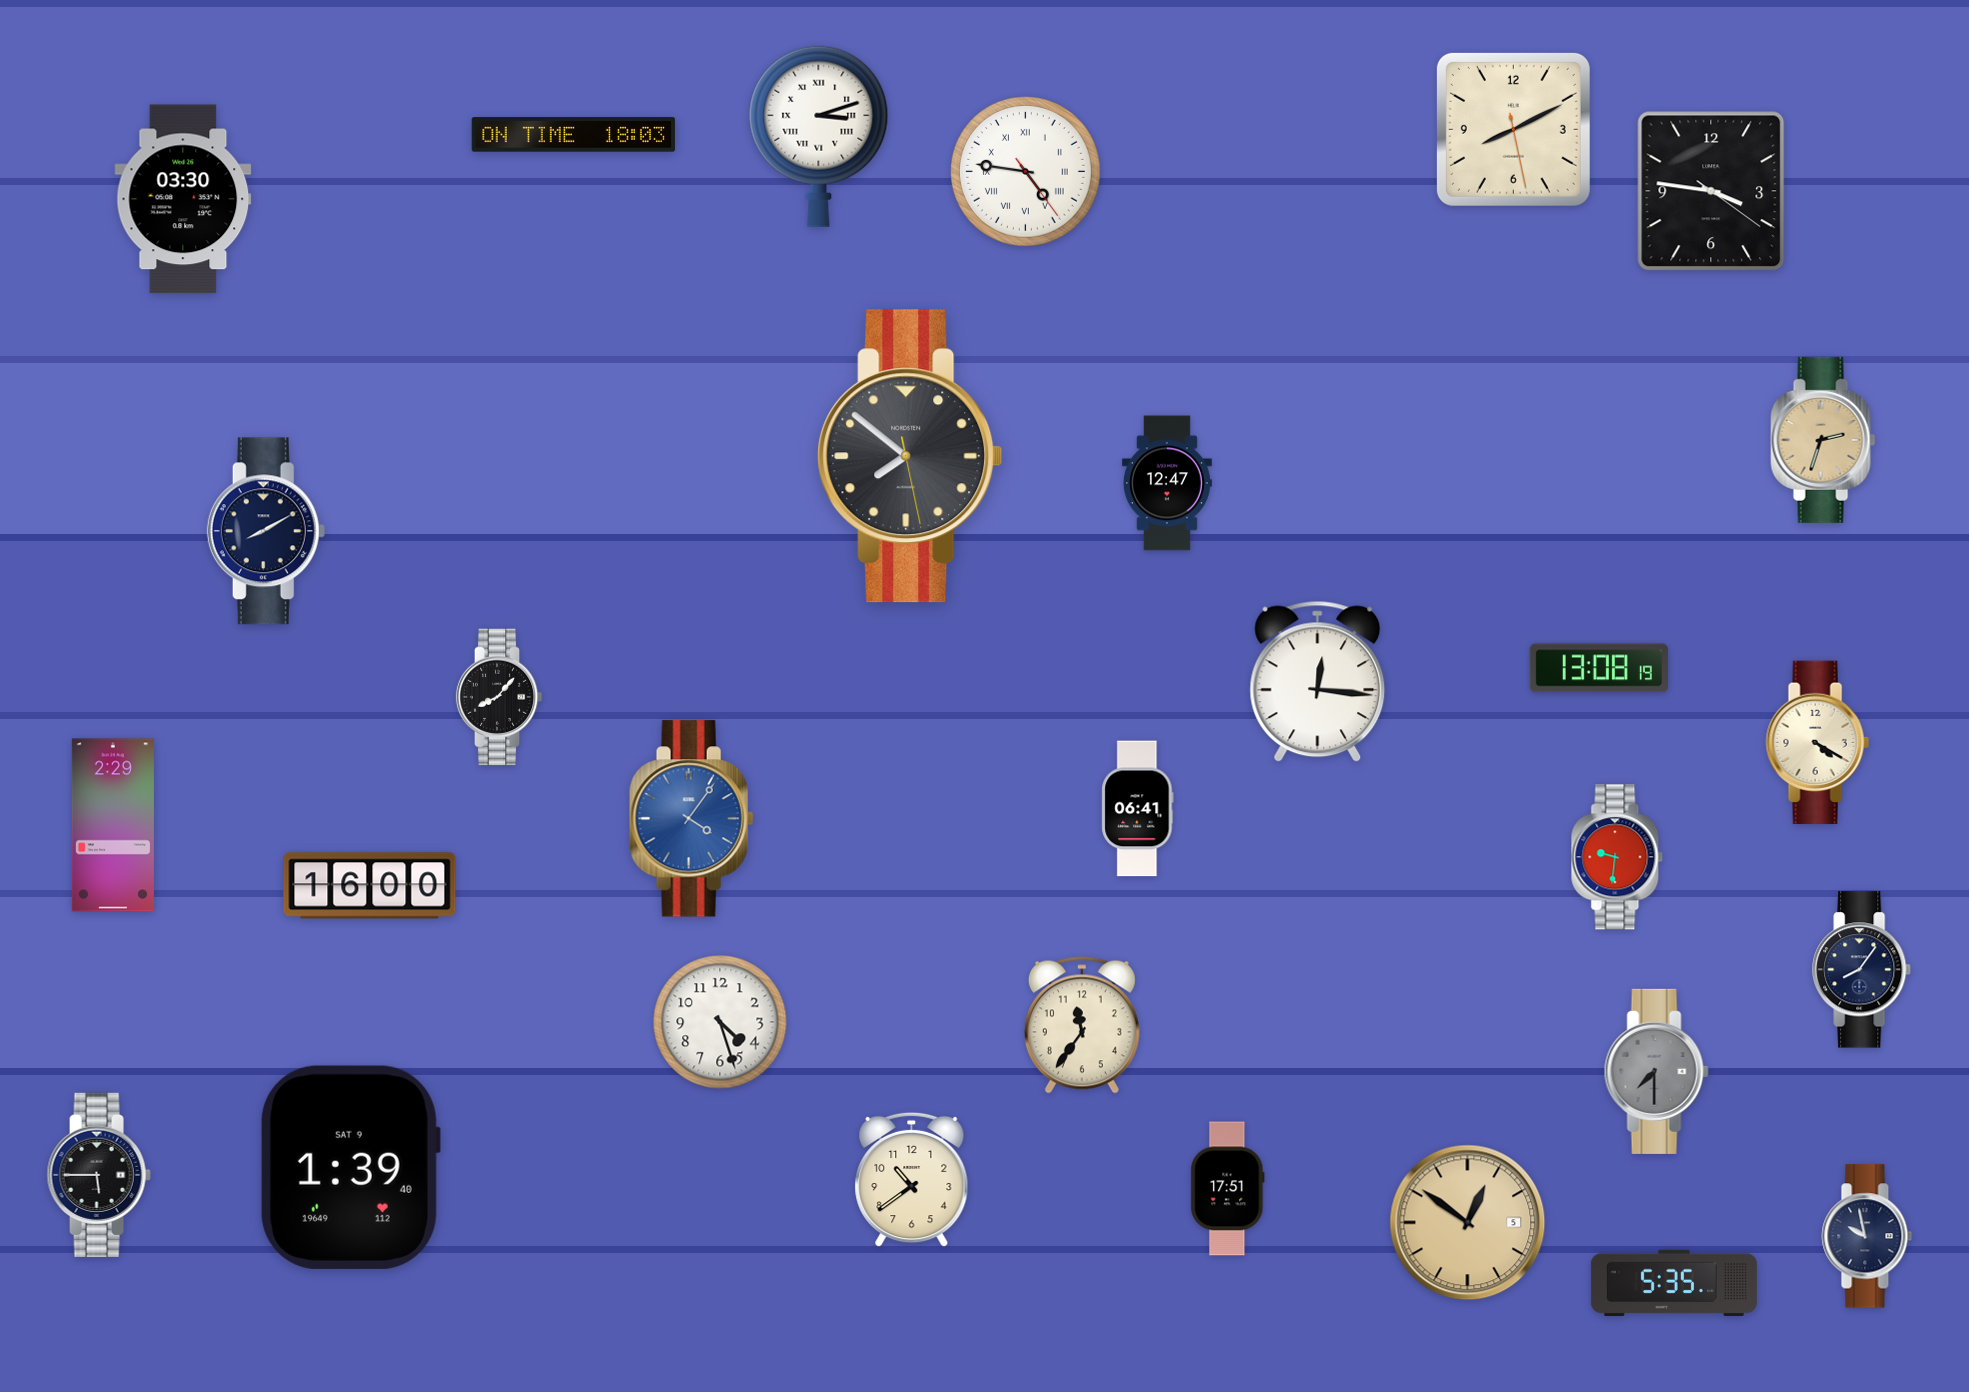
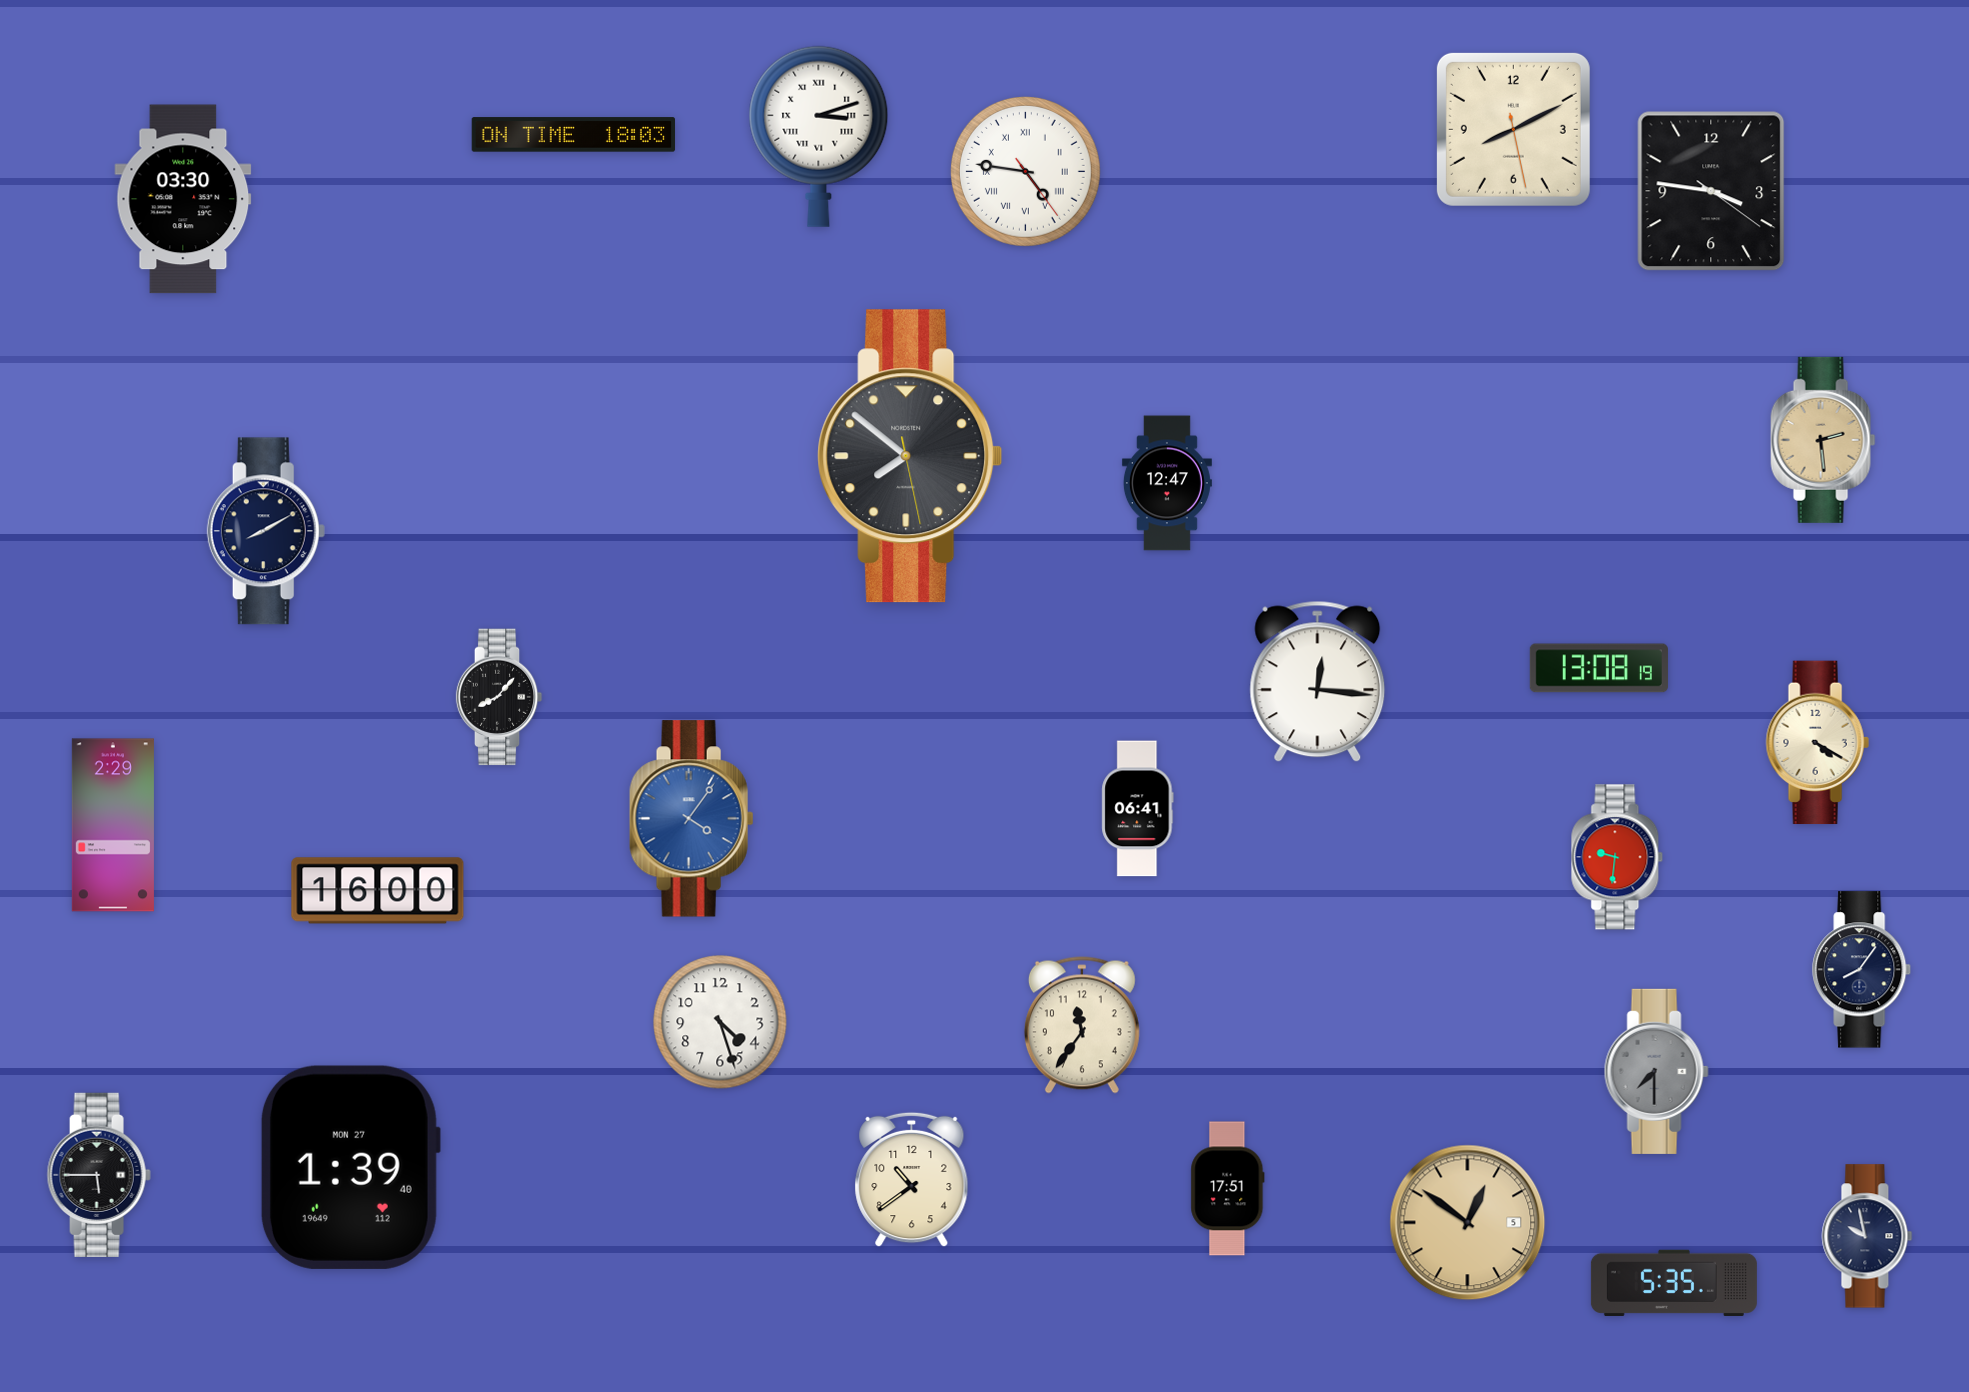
clock at (1823, 440): 2:33 -> 2:29
clock at (370, 886) position: (370, 886) -> (378, 891)
clock at (350, 1167) date: SAT 9 -> MON 27
